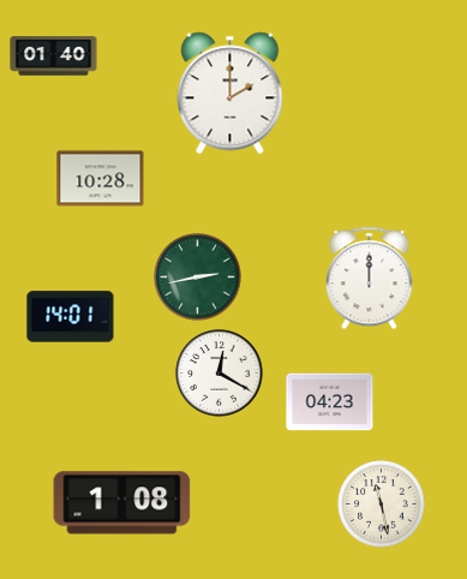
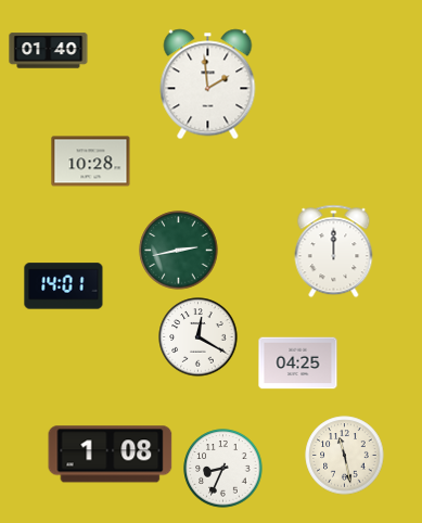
clock at (230, 94): 2:00 -> 1:59
clock at (330, 402): 04:23 -> 04:25
clock at (223, 469): none -> 8:34
